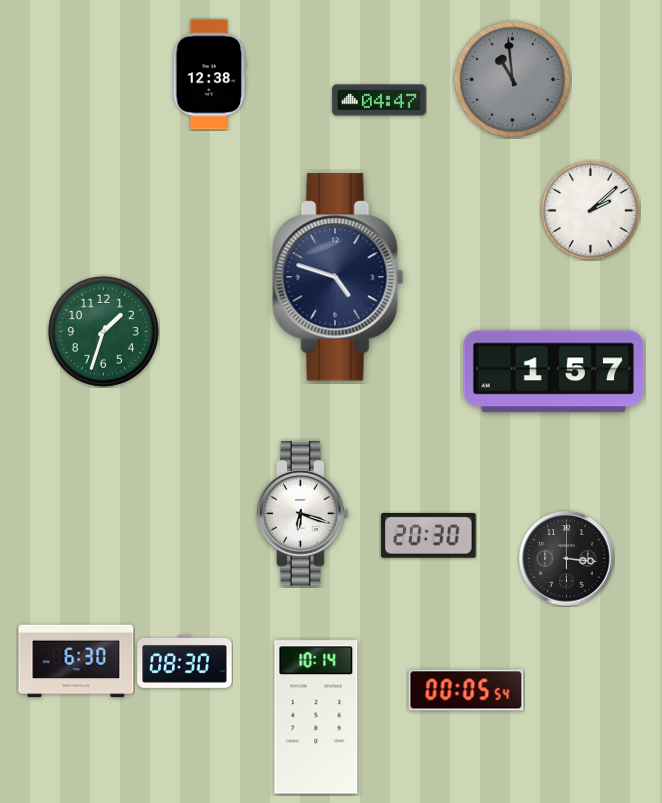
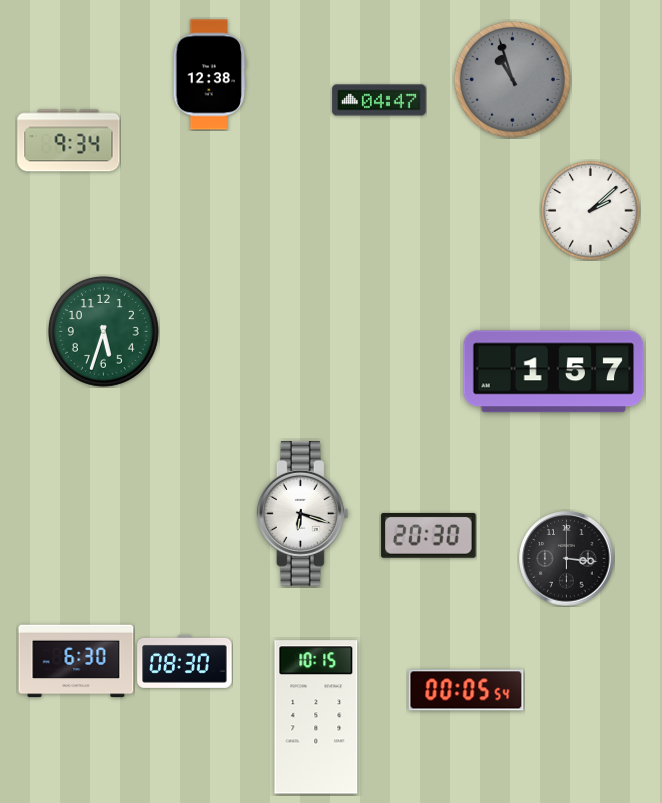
clock at (512, 79): 10:59 -> 10:57
clock at (69, 141): none -> 9:34
clock at (338, 277): 4:48 -> none
clock at (103, 331): 1:33 -> 5:33
clock at (316, 717): 10:14 -> 10:15
